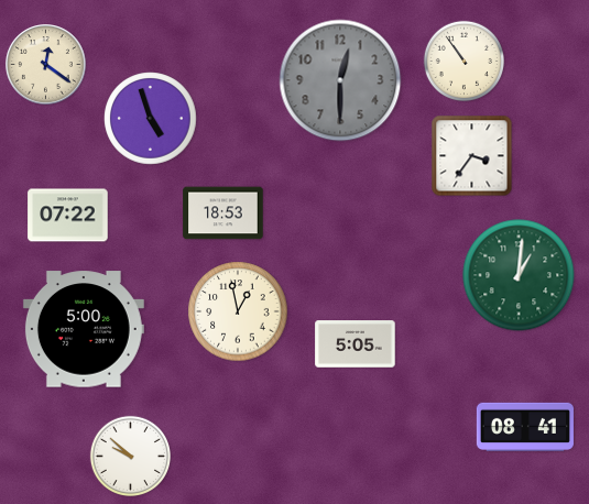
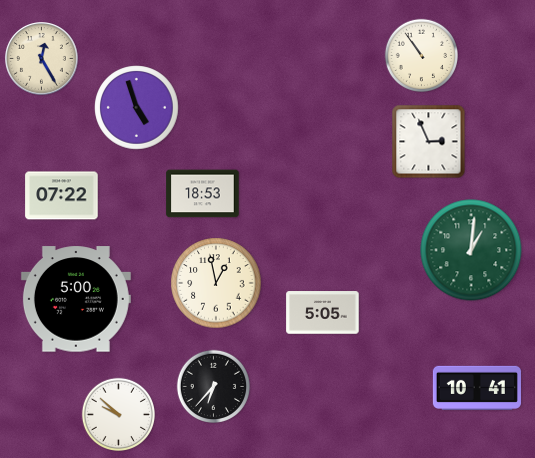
clock at (46, 65): 12:21 -> 12:25
clock at (340, 80): 12:30 -> none
clock at (472, 156): 3:36 -> 2:56
clock at (213, 386): none -> 6:37
clock at (525, 427): 08:41 -> 10:41
